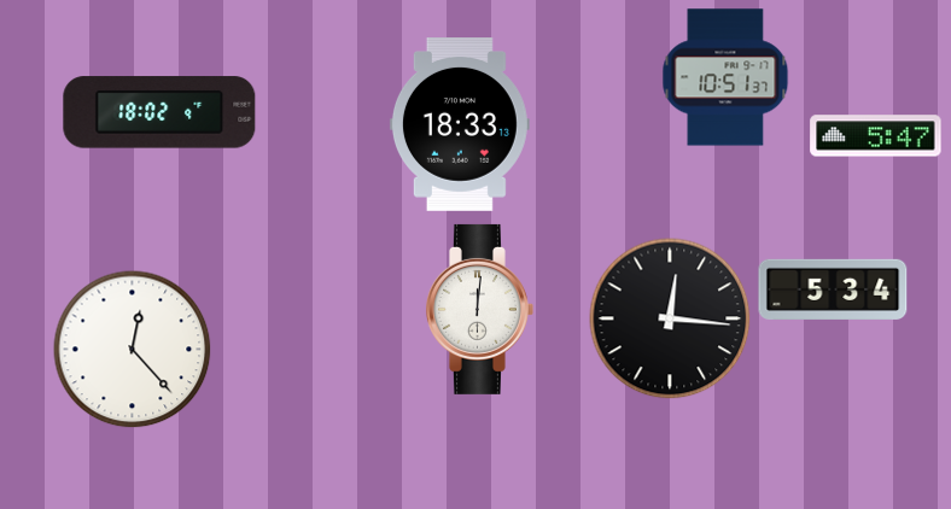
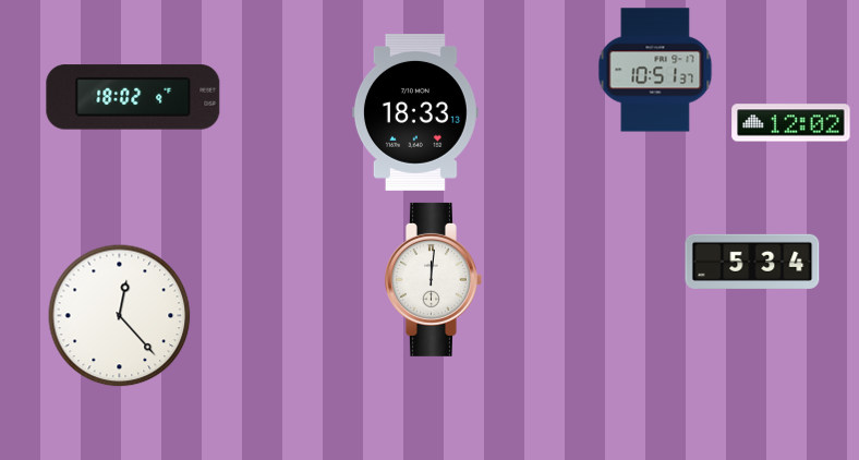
clock at (159, 112) position: (159, 112) -> (133, 97)
clock at (876, 136): 5:47 -> 12:02
clock at (670, 318): 12:16 -> none
